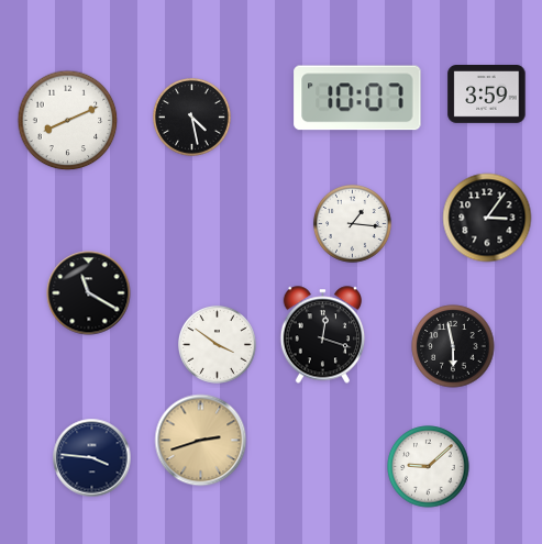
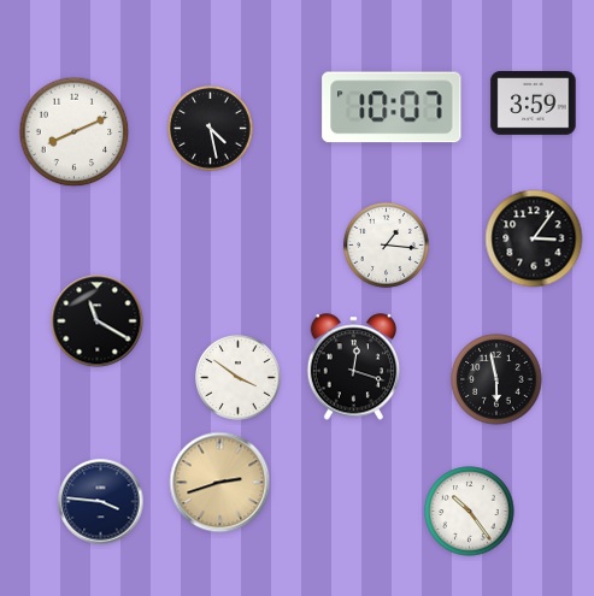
clock at (429, 467): 9:08 -> 10:24
